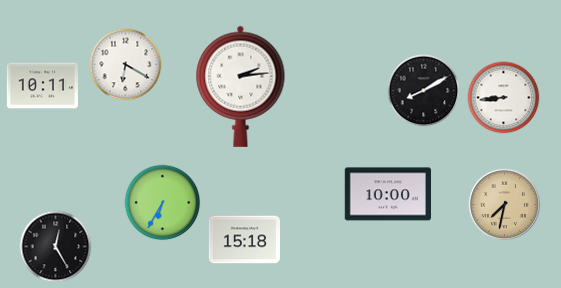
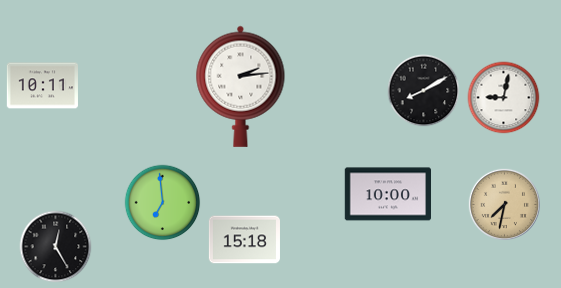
clock at (126, 65): 6:20 -> none
clock at (504, 98): 8:44 -> 9:02
clock at (163, 203): 6:35 -> 6:59
